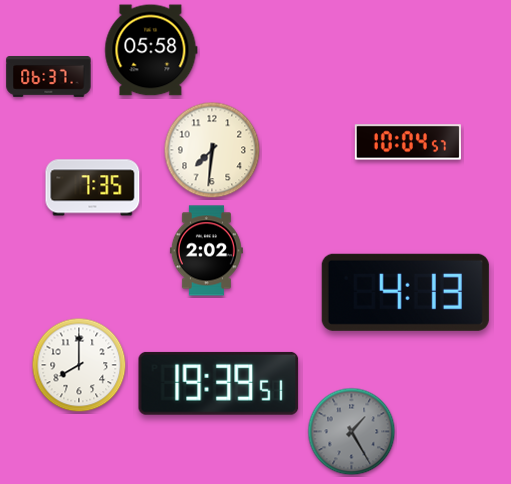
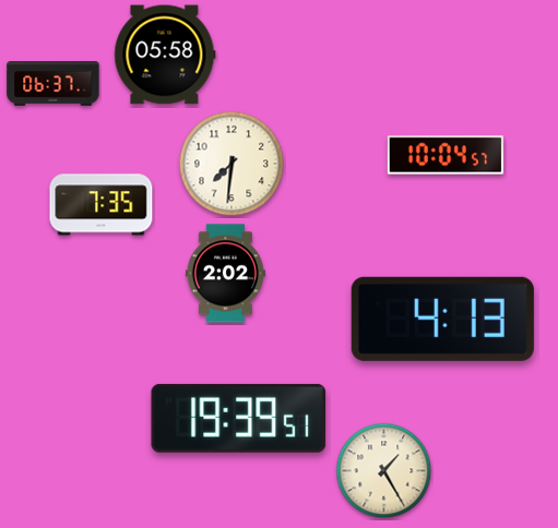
clock at (79, 365): 8:00 -> none
clock at (352, 432) dial: grey -> cream
